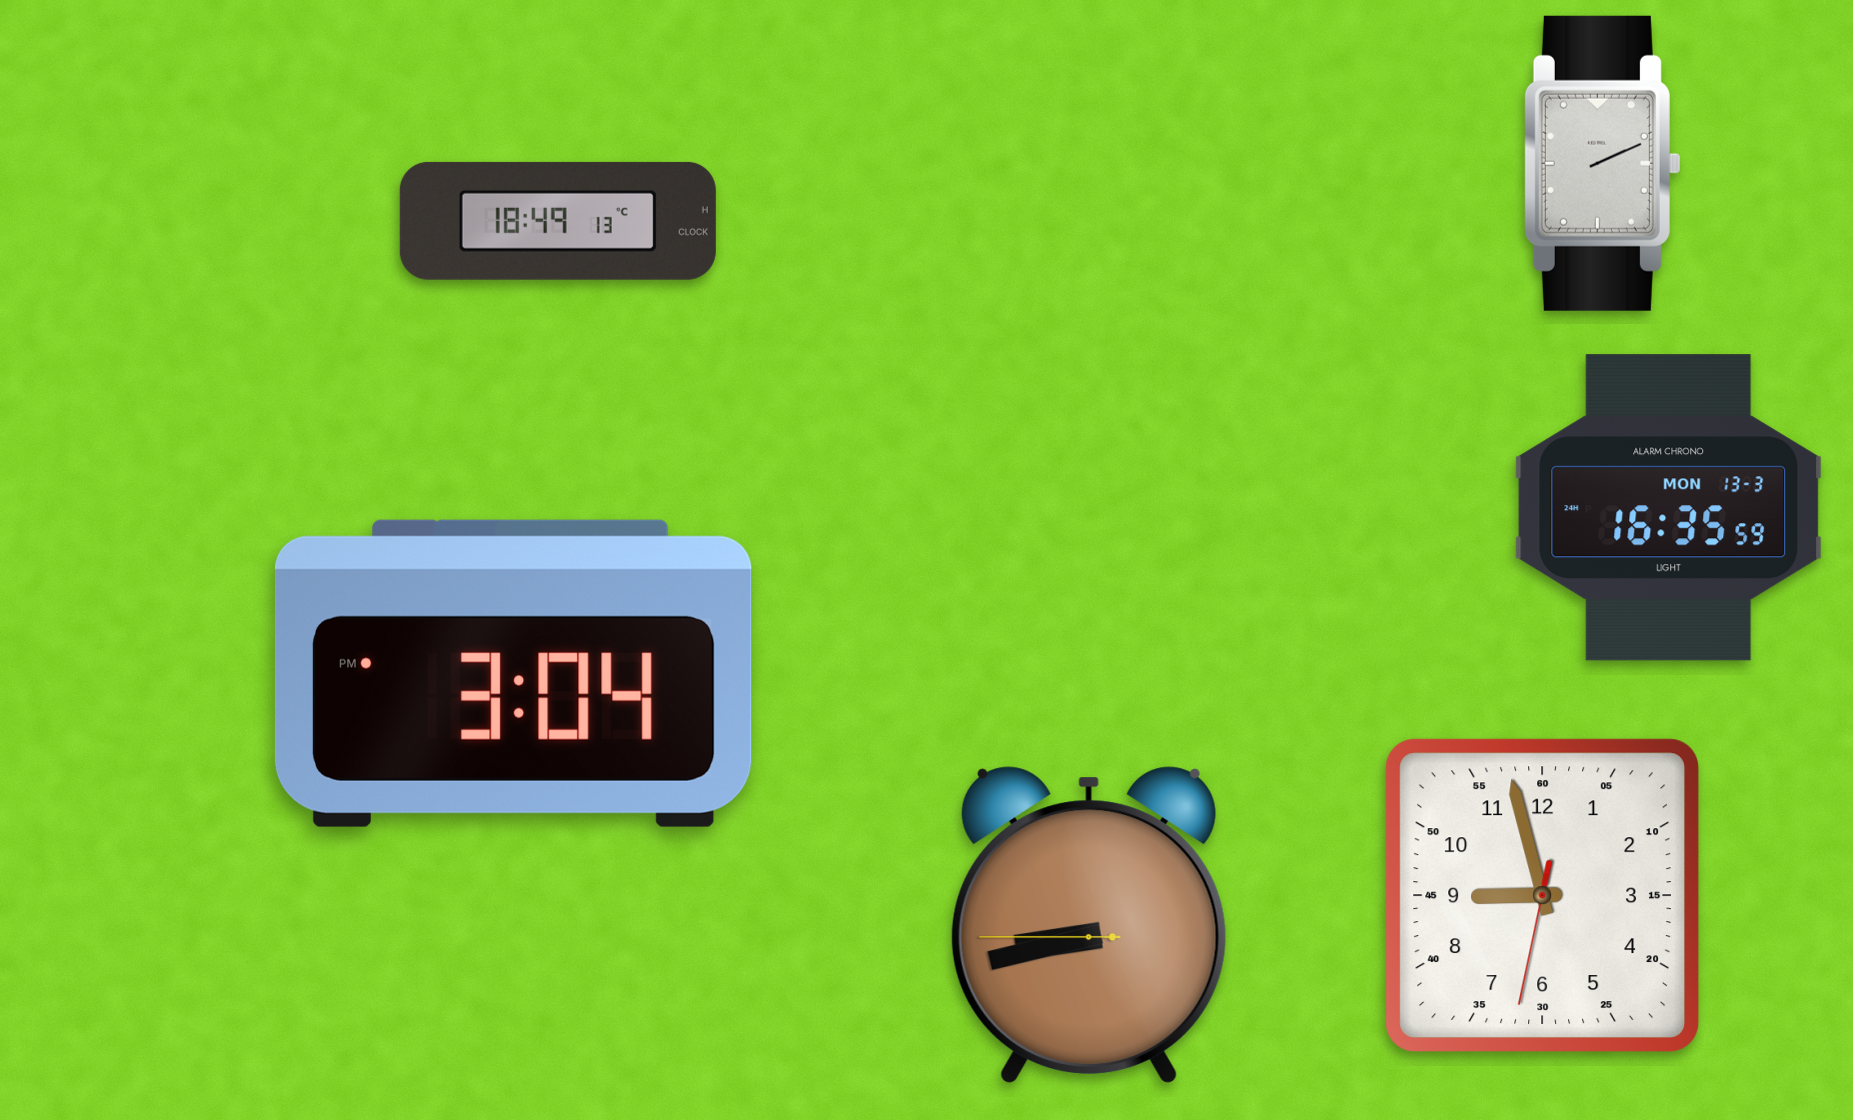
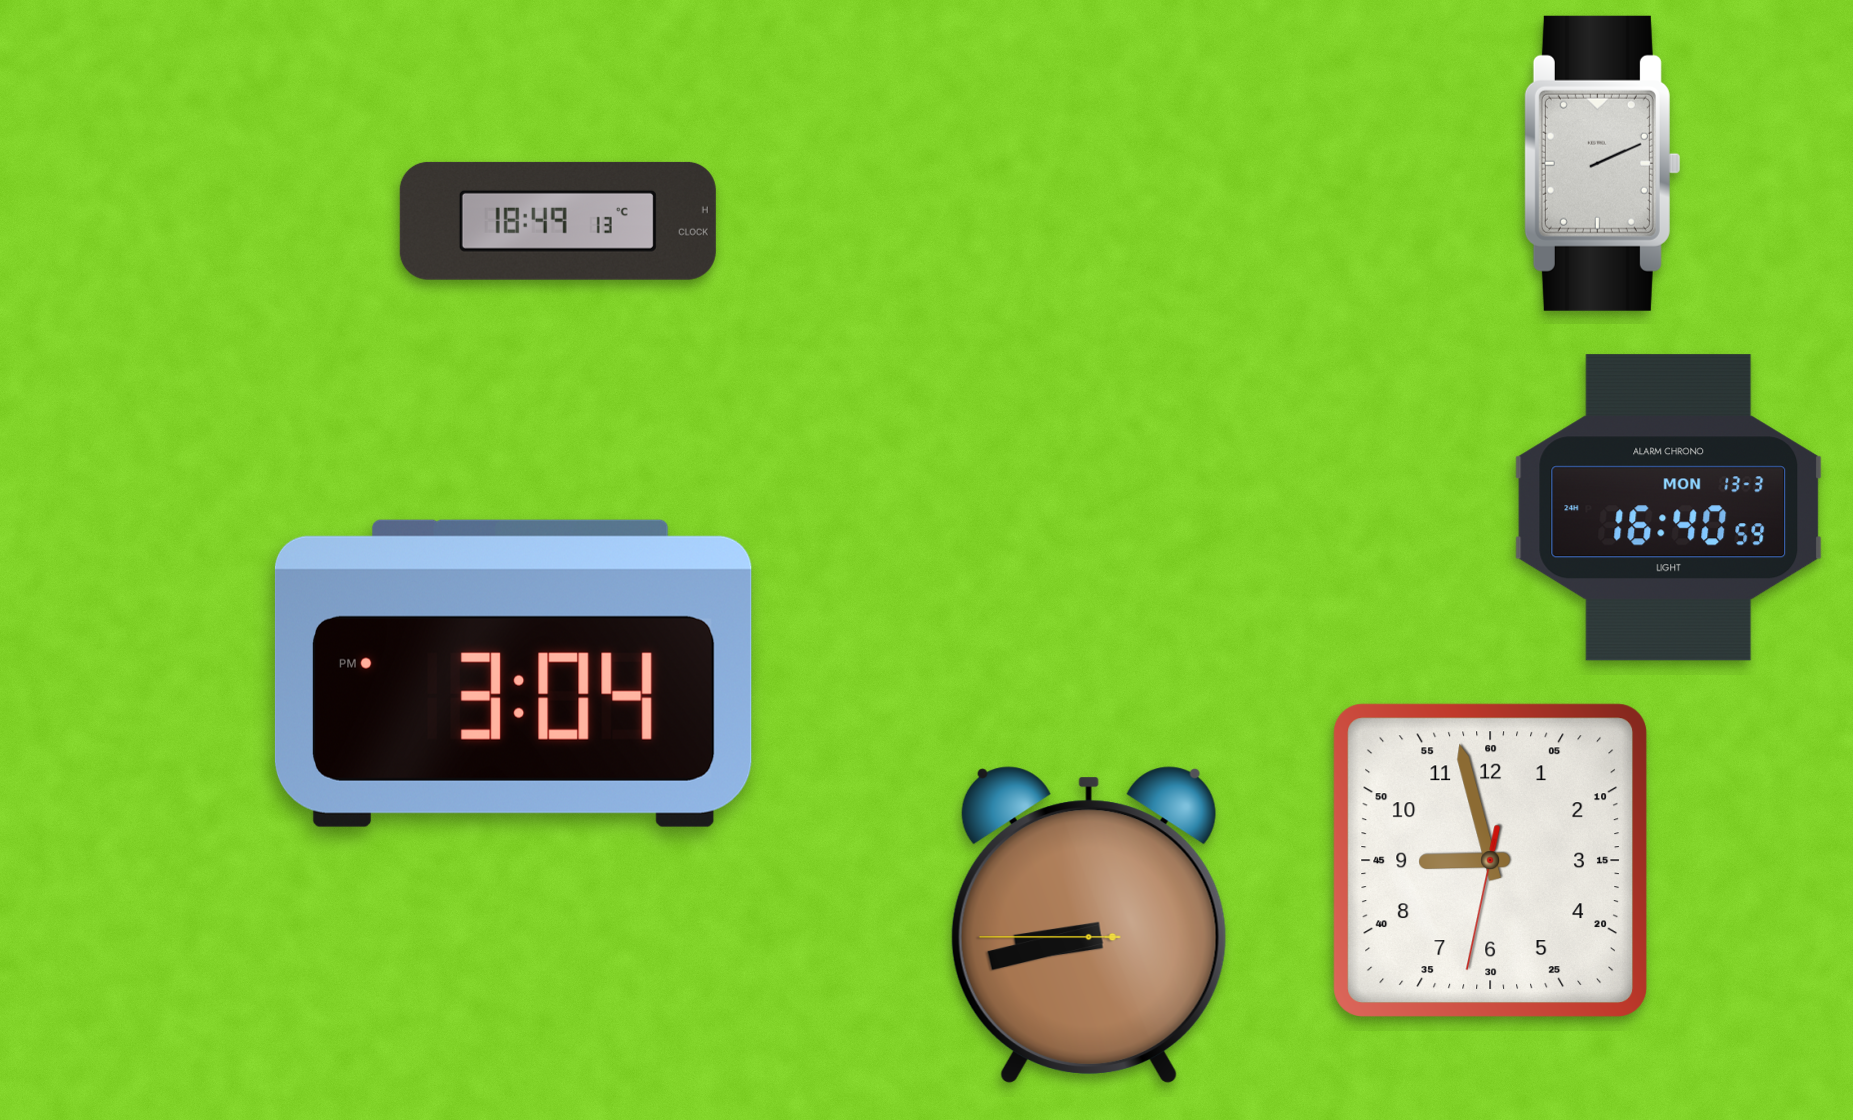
clock at (1669, 508): 16:35 -> 16:40
clock at (1542, 895) position: (1542, 895) -> (1490, 860)
